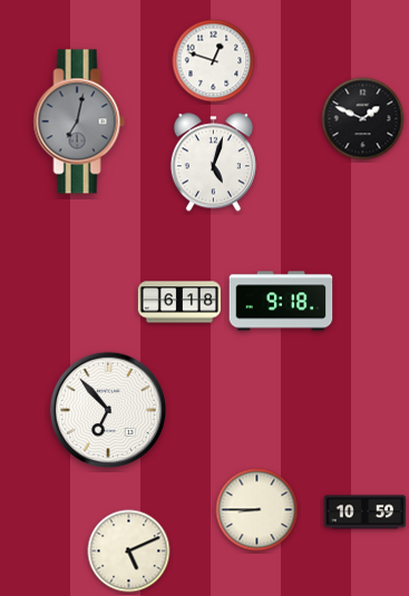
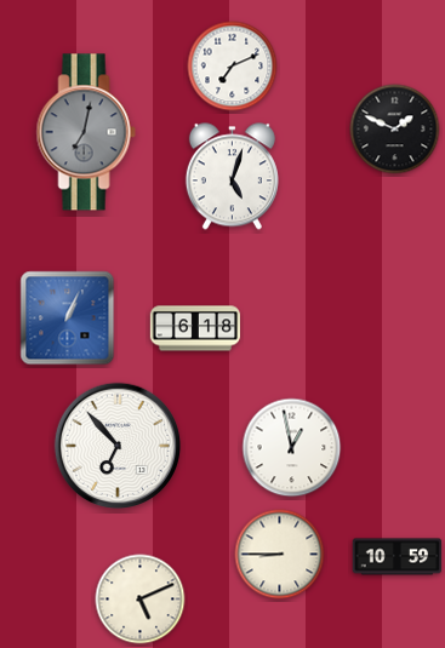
clock at (214, 61): 12:48 -> 7:11
clock at (68, 319): none -> 1:04
clock at (281, 301): 9:18 -> none
clock at (292, 448): none -> 12:58
